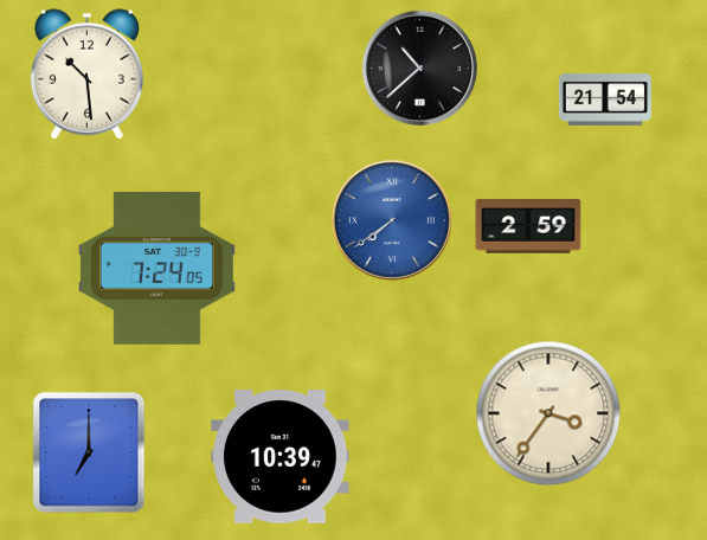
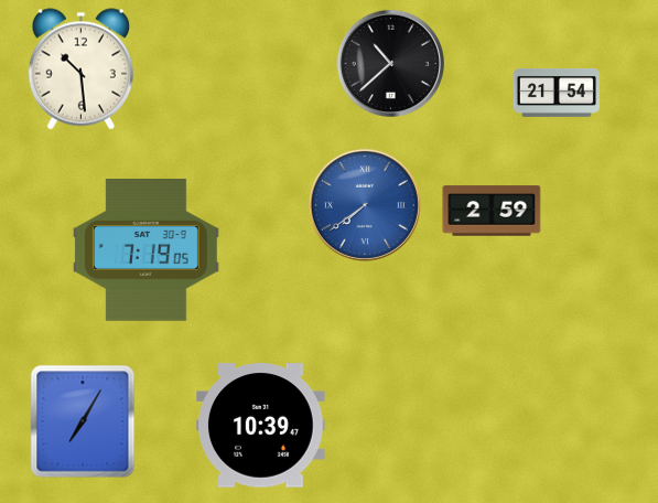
clock at (605, 101) position: (605, 101) -> (557, 94)
clock at (156, 269): 7:24 -> 7:19
clock at (548, 413): 3:36 -> none
clock at (89, 452): 7:00 -> 7:05
